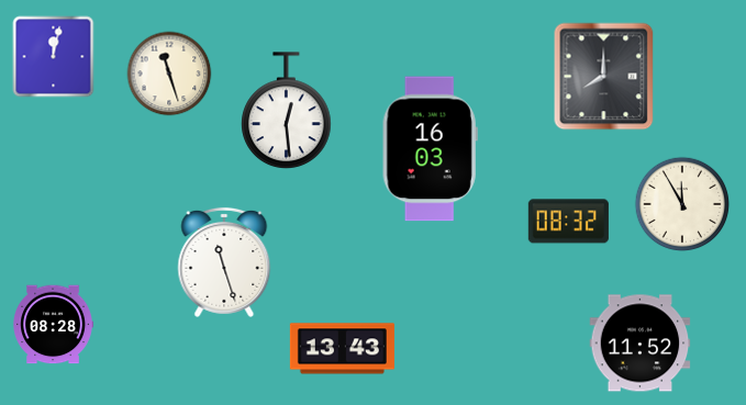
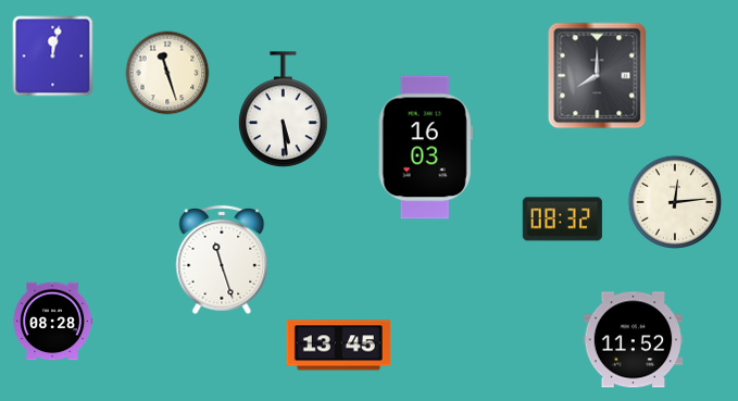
clock at (287, 110): 12:29 -> 5:29
clock at (682, 204): 11:55 -> 12:14
clock at (342, 349): 13:43 -> 13:45
